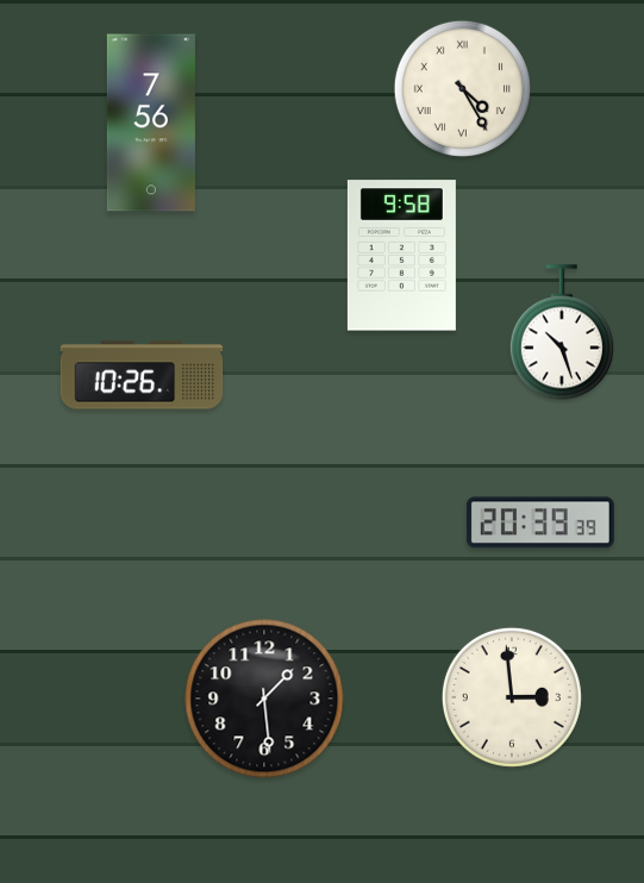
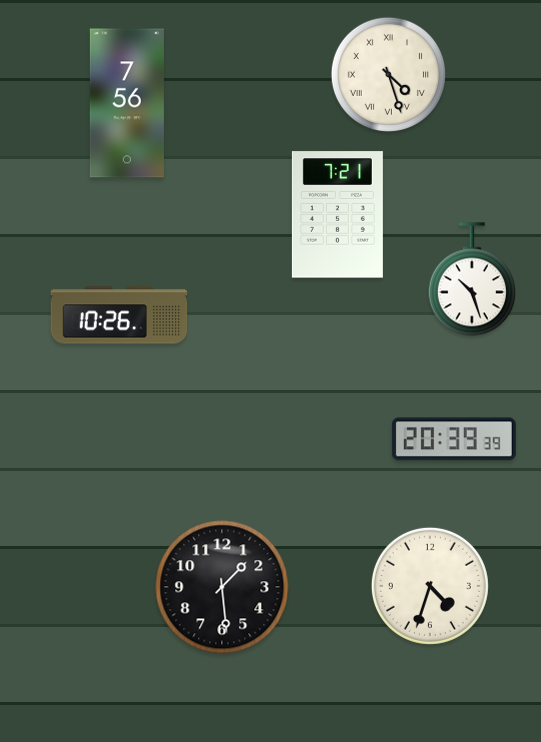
clock at (462, 88): 4:25 -> 4:27
clock at (401, 256): 9:58 -> 7:21
clock at (512, 697): 2:59 -> 4:33
